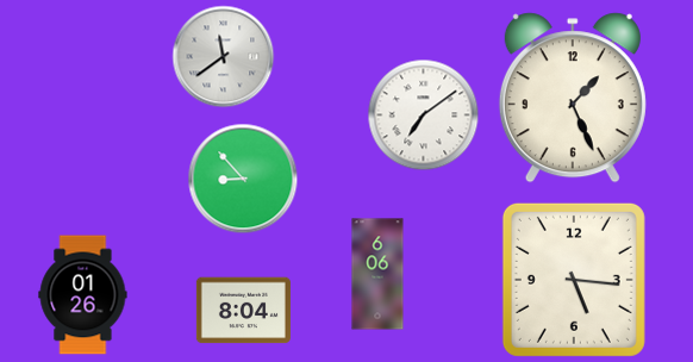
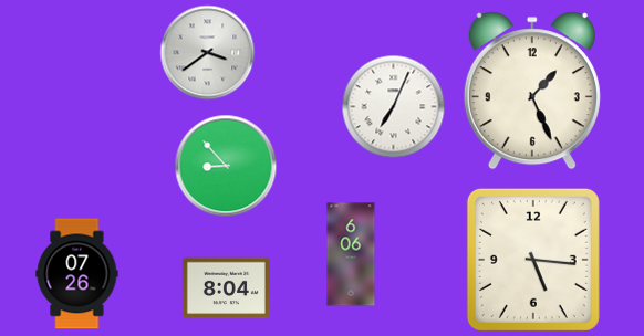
clock at (224, 57): 11:39 -> 3:39
clock at (424, 116): 7:09 -> 7:04
clock at (83, 295): 01:26 -> 07:26
